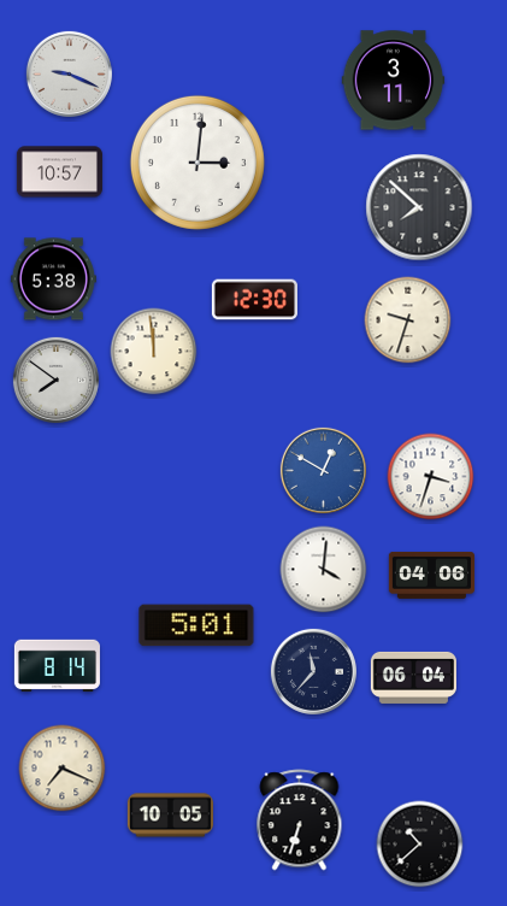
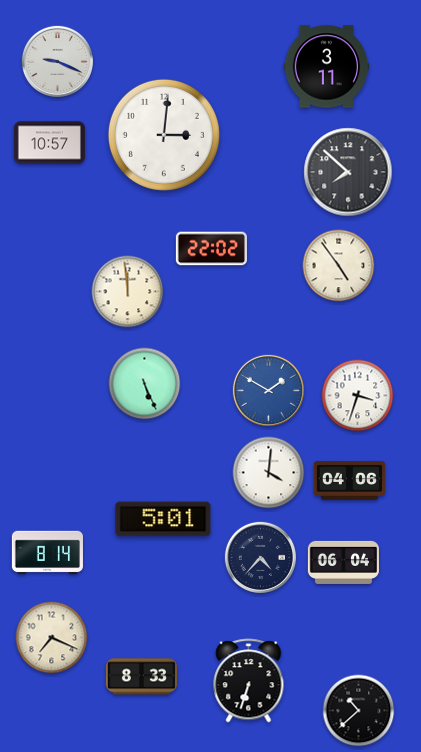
clock at (53, 280): 5:38 -> none
clock at (254, 300): 12:30 -> 22:02
clock at (408, 320): 9:33 -> 4:54
clock at (55, 380): 7:51 -> none
clock at (145, 384): none -> 5:26
clock at (323, 470): 12:50 -> 1:50
clock at (431, 575) position: (431, 575) -> (349, 480)
clock at (313, 671): 11:37 -> 4:37
clock at (170, 816): 10:05 -> 8:33
clock at (420, 845) position: (420, 845) -> (359, 711)
